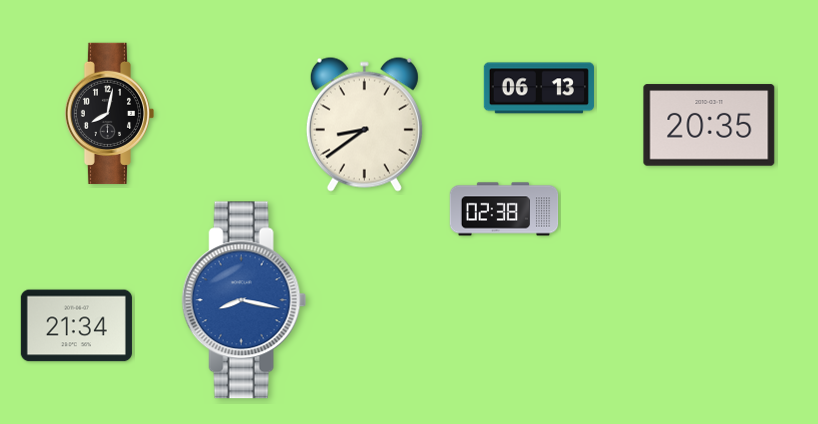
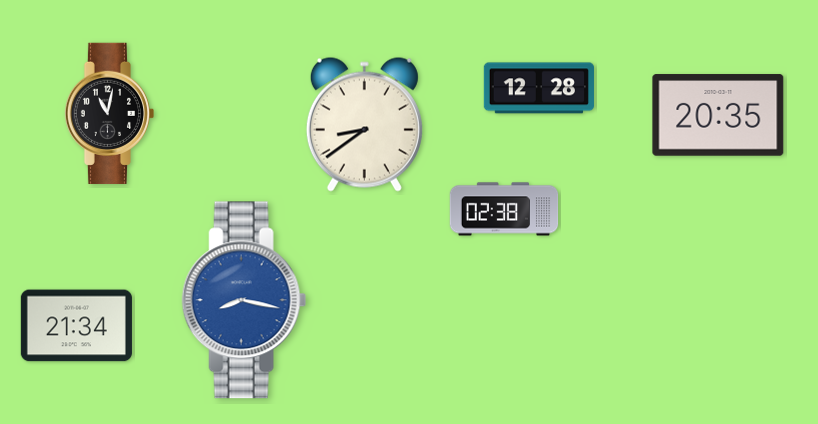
clock at (539, 88): 06:13 -> 12:28
clock at (109, 113): 8:02 -> 11:02
clock at (709, 125) position: (709, 125) -> (718, 115)
